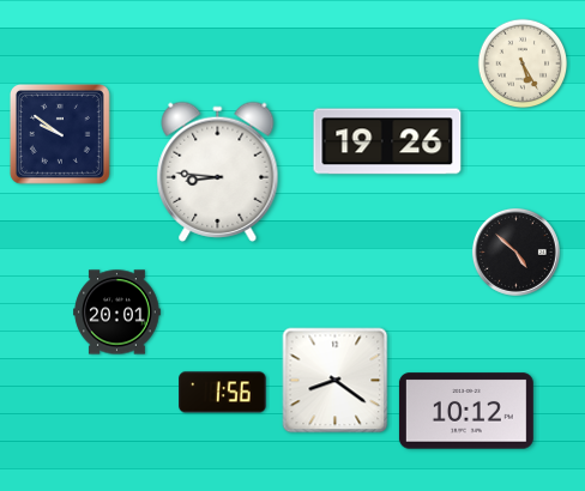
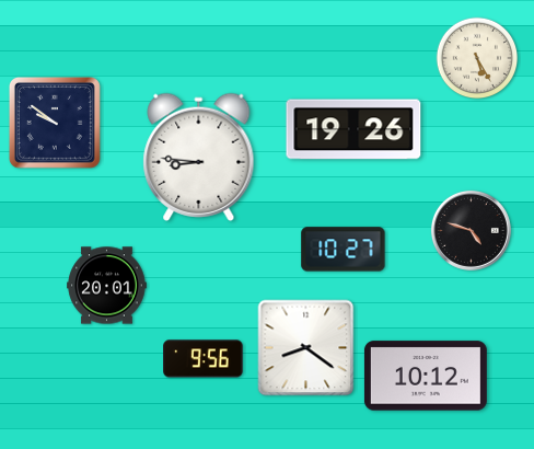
clock at (515, 251): 4:52 -> 4:48
clock at (344, 250): none -> 10:27
clock at (223, 393): 1:56 -> 9:56
